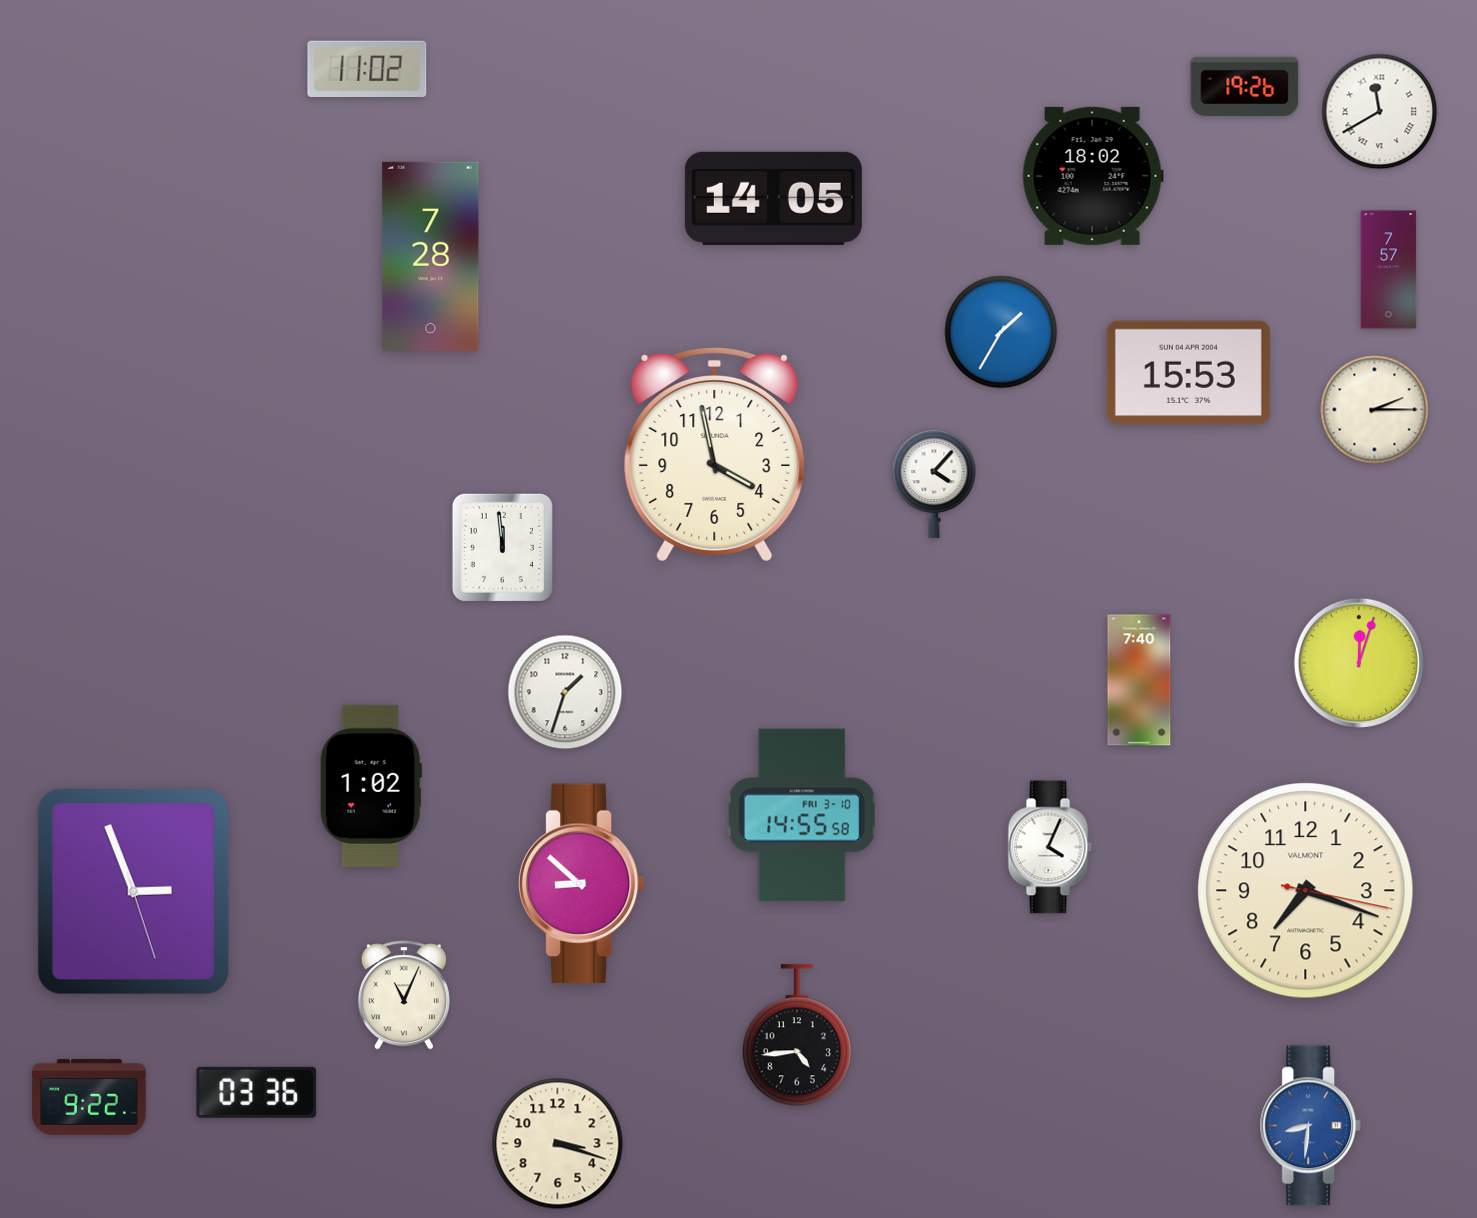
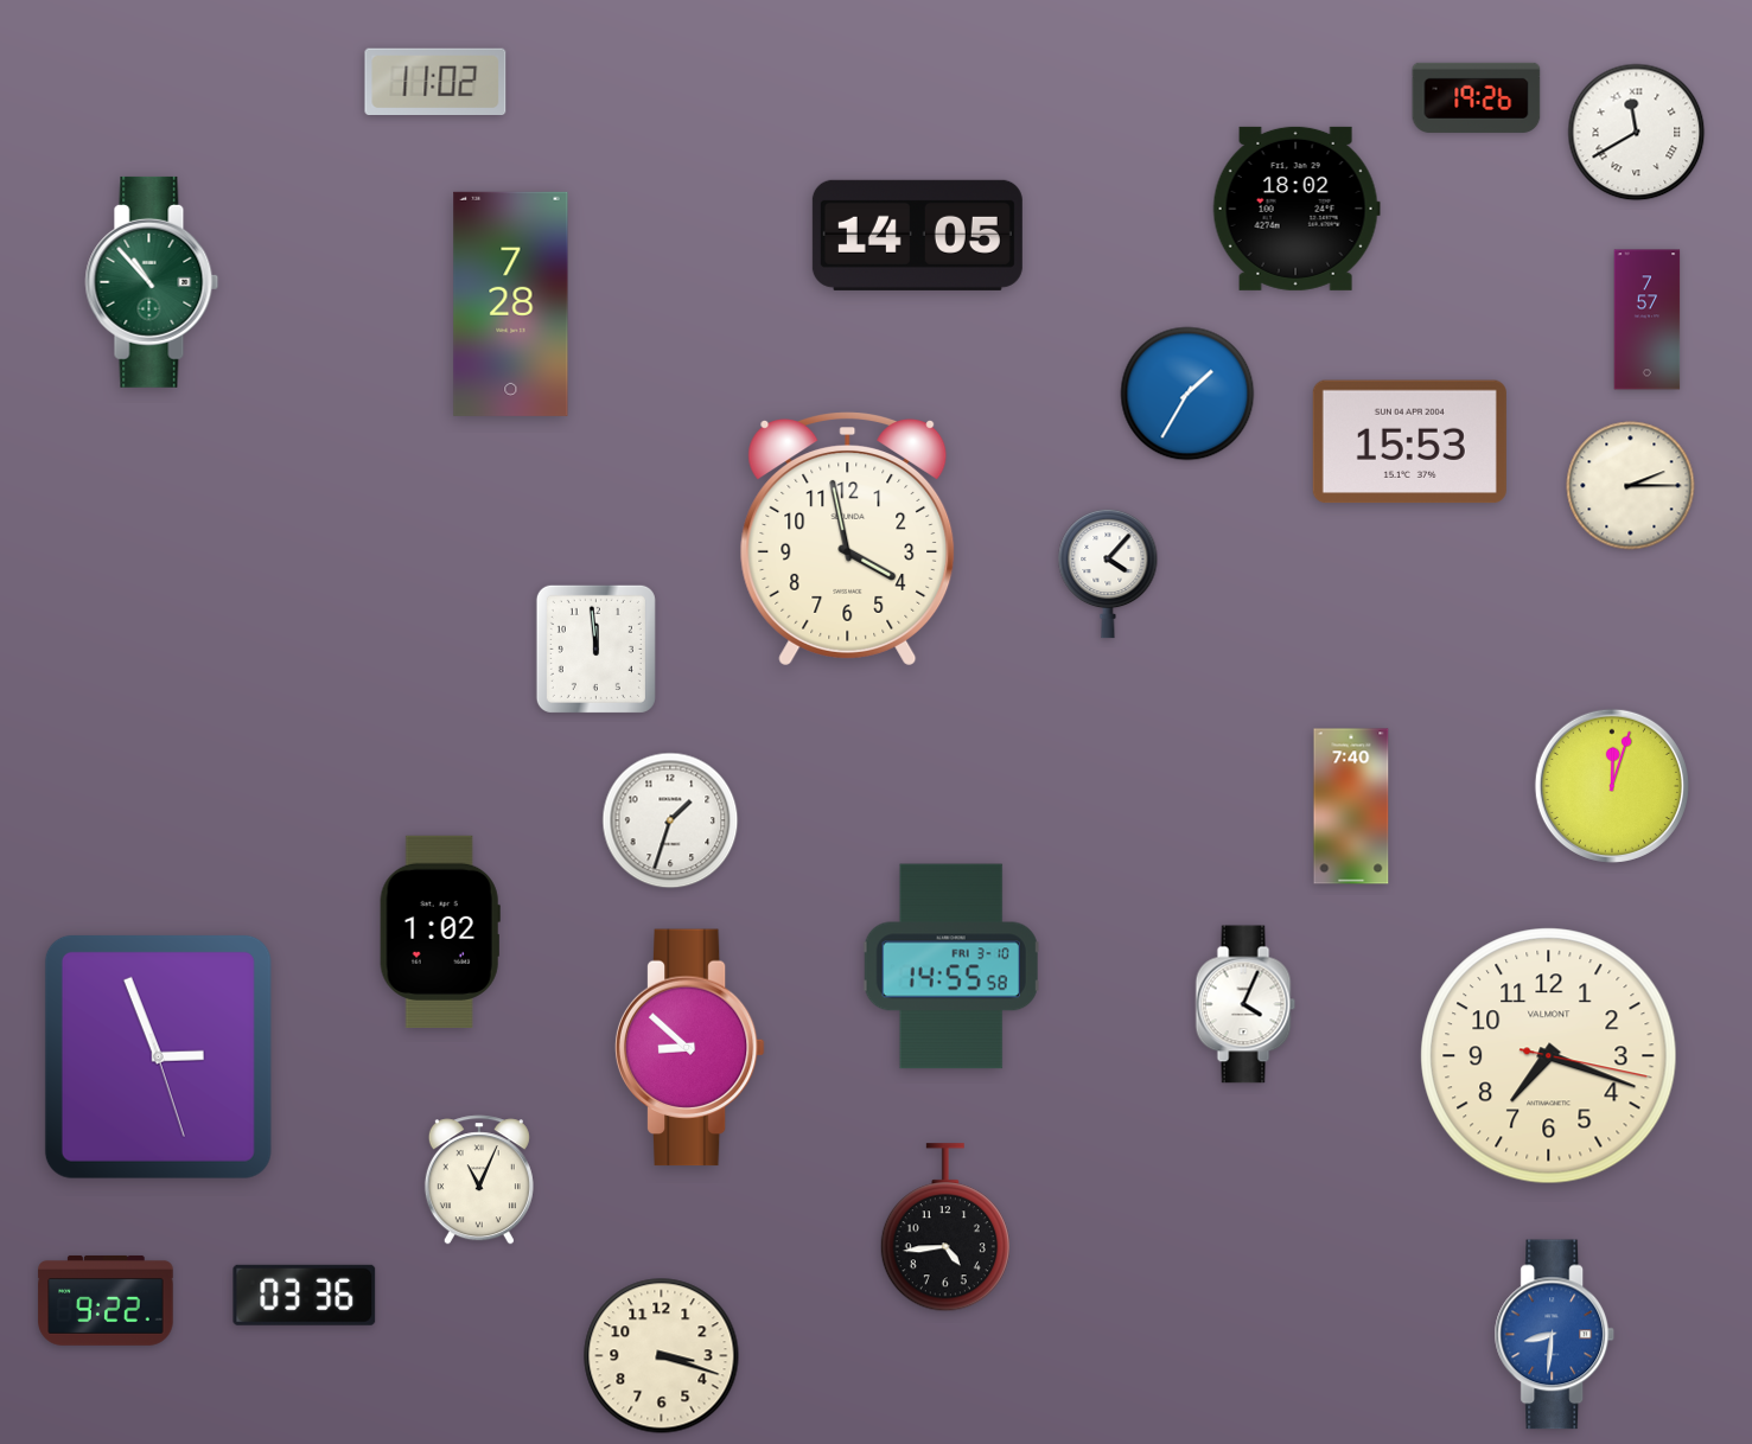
clock at (1245, 86) position: (1245, 86) -> (1477, 97)
clock at (152, 282): none -> 10:53
